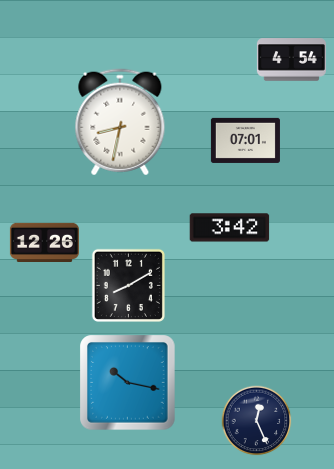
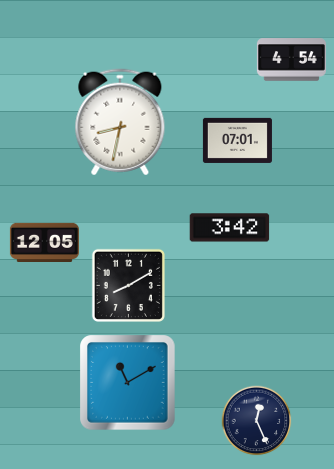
clock at (245, 140) position: (245, 140) -> (237, 140)
clock at (44, 242): 12:26 -> 12:05
clock at (128, 383): 10:17 -> 11:10
